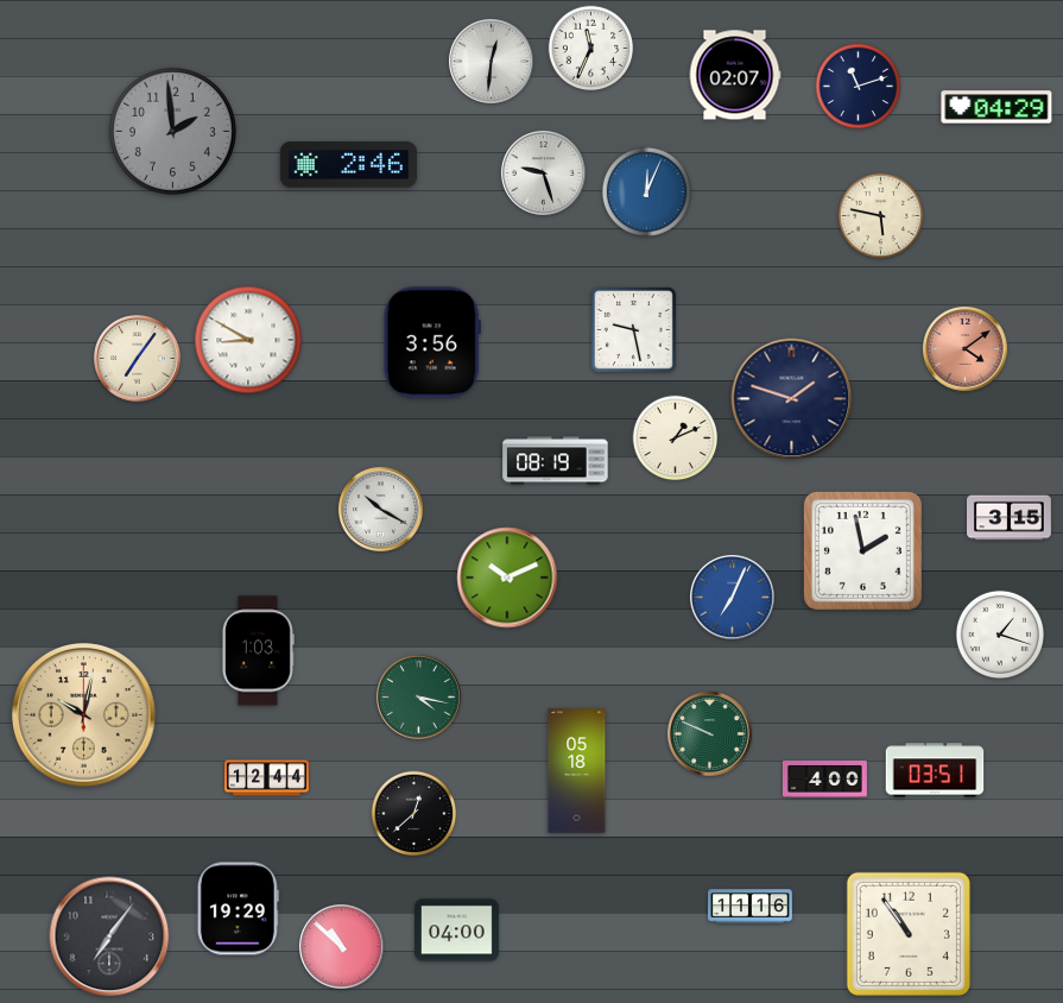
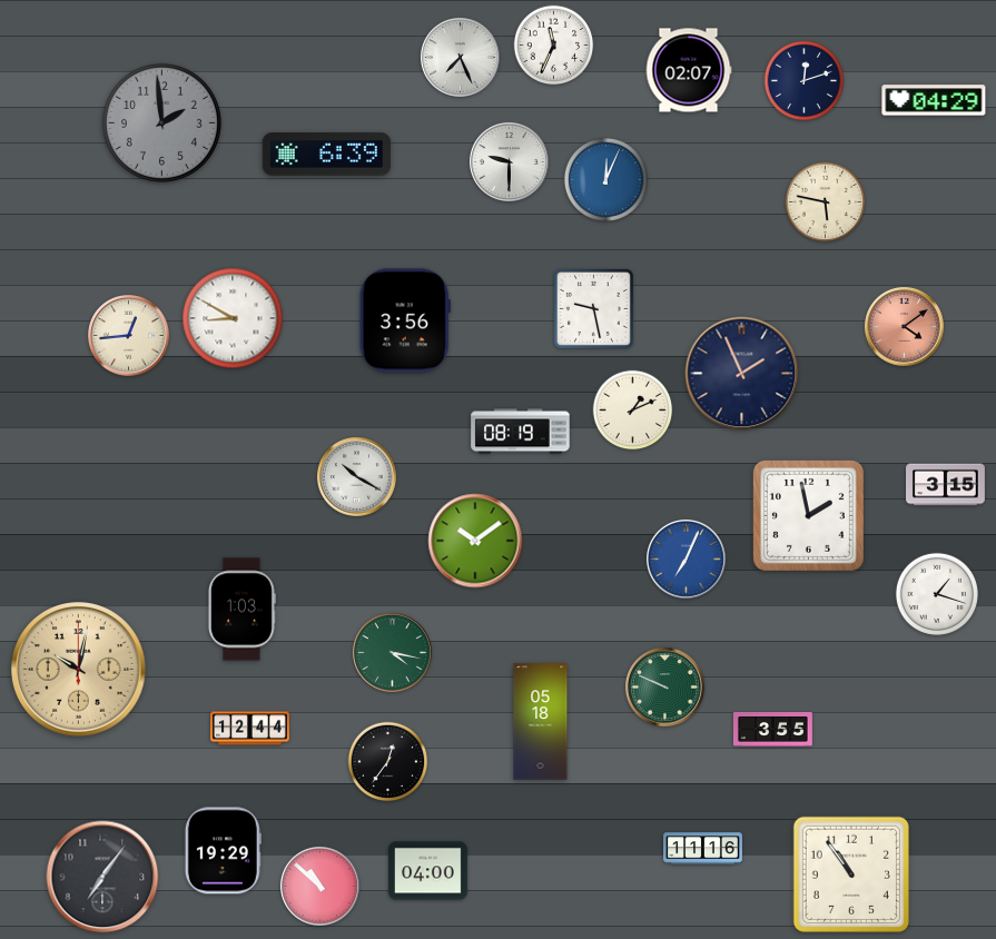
clock at (492, 62): 12:31 -> 7:26
clock at (859, 87): 11:12 -> 12:12
clock at (348, 165): 2:46 -> 6:39
clock at (544, 174): 9:27 -> 9:30
clock at (138, 359): 7:06 -> 12:44
clock at (792, 399): 1:48 -> 1:56
clock at (507, 578): 10:11 -> 10:09
clock at (935, 770): 03:51 -> none
clock at (824, 780): 4:00 -> 3:55
clock at (415, 814): 12:38 -> 12:36
